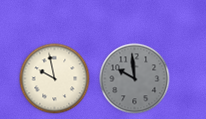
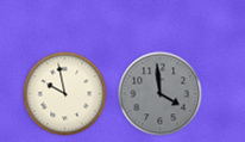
clock at (135, 79): 9:59 -> 3:59
